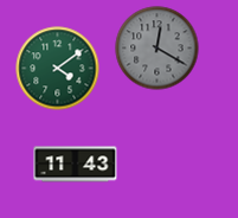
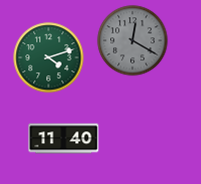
clock at (58, 69): 4:09 -> 4:12
clock at (76, 165): 11:43 -> 11:40
